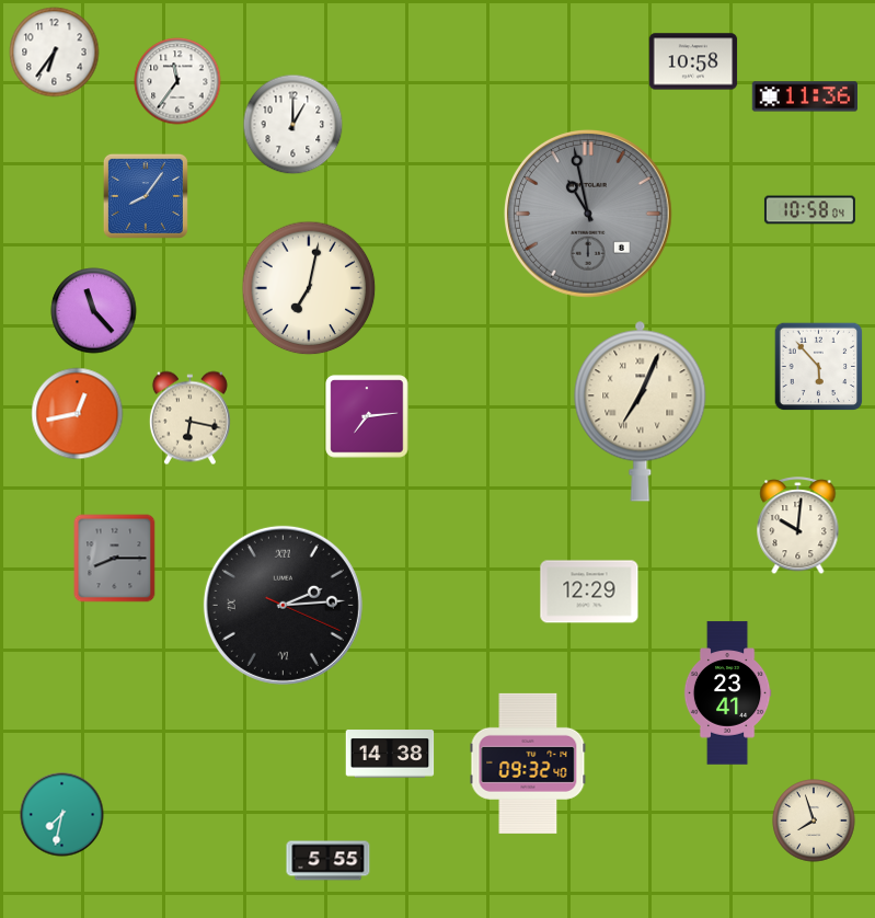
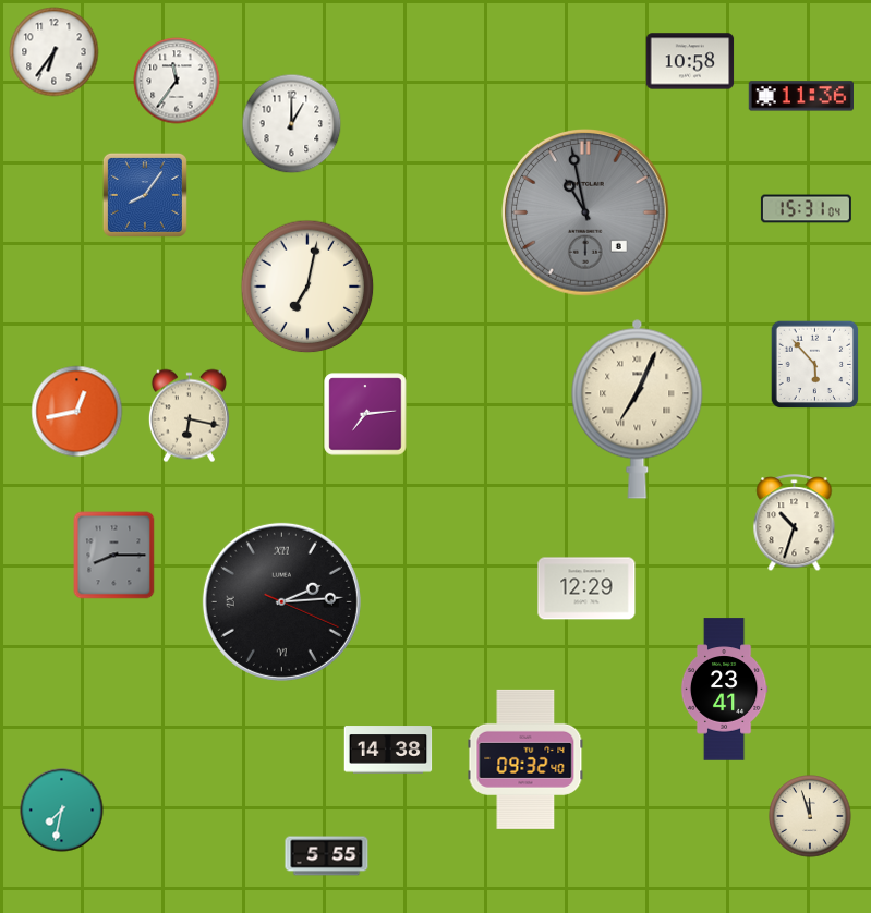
clock at (809, 210): 10:58 -> 15:31
clock at (94, 311): 11:23 -> none
clock at (798, 526): 10:01 -> 10:33
clock at (814, 821): 7:57 -> 11:57
